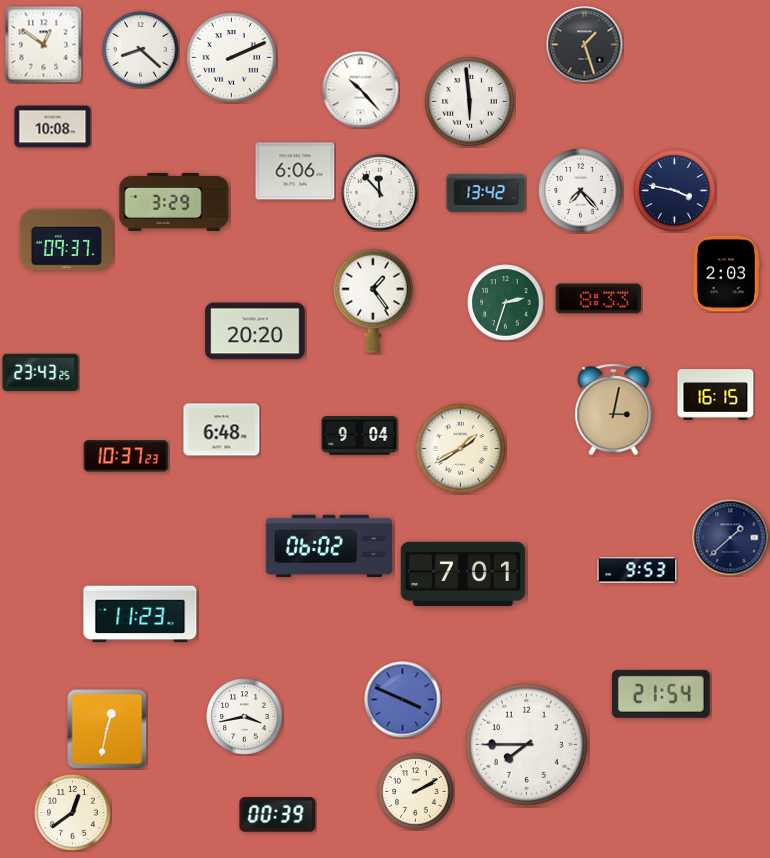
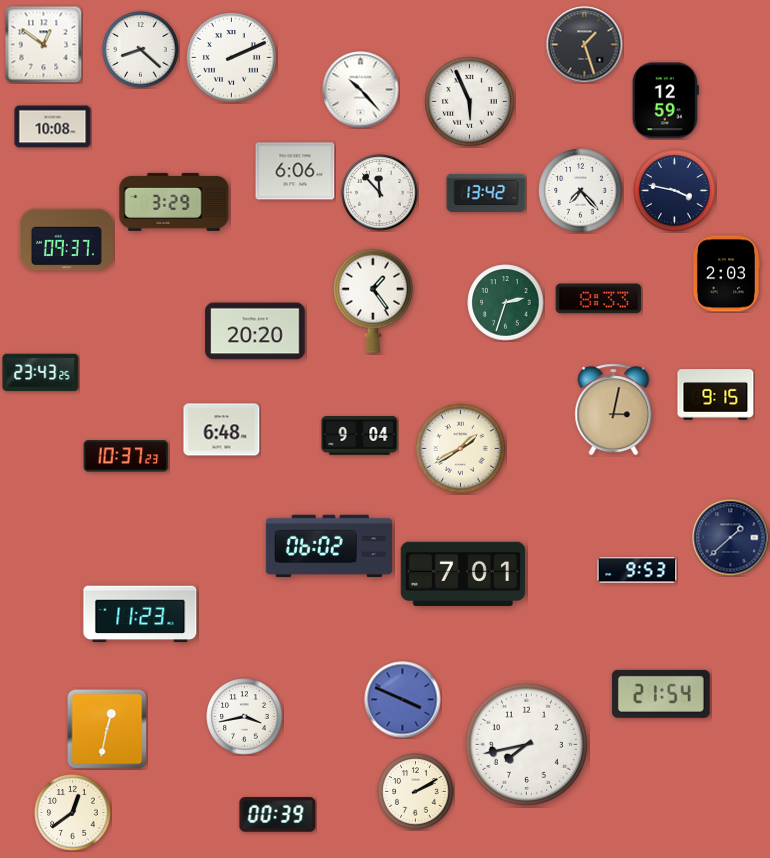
clock at (665, 101): none -> 12:59
clock at (470, 102): 5:59 -> 5:56
clock at (716, 395): 16:15 -> 9:15
clock at (526, 744): 7:45 -> 7:43
